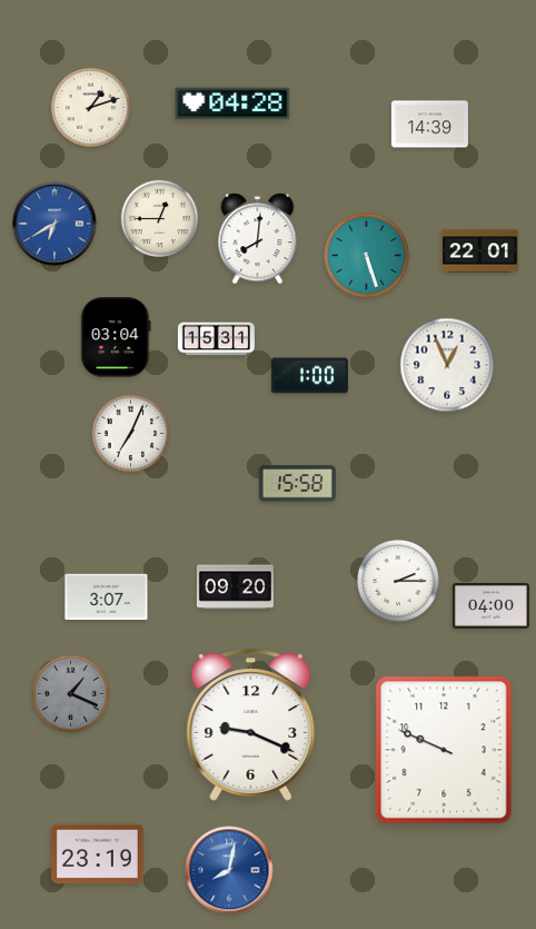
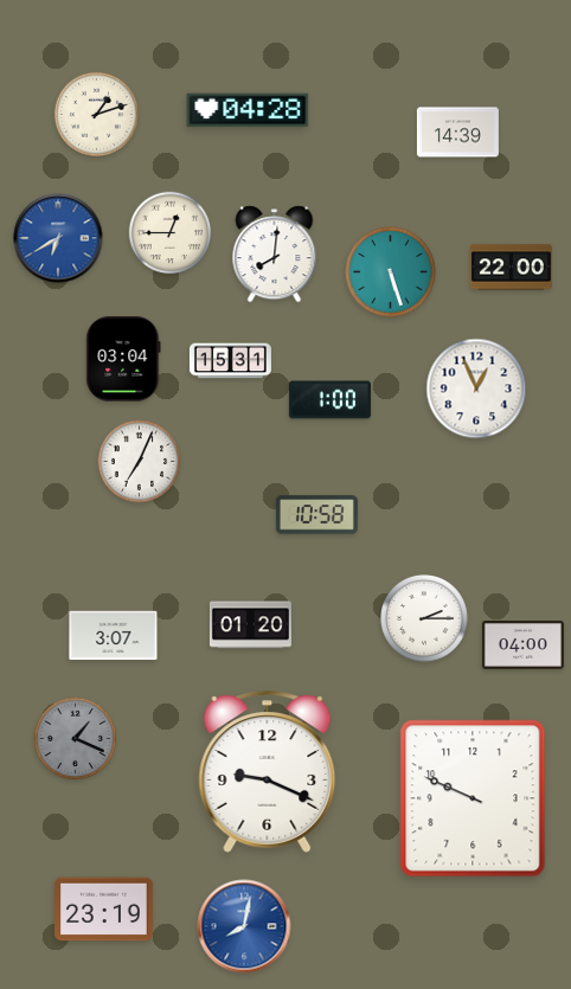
clock at (479, 251): 22:01 -> 22:00
clock at (297, 484): 15:58 -> 10:58
clock at (235, 587): 09:20 -> 01:20
